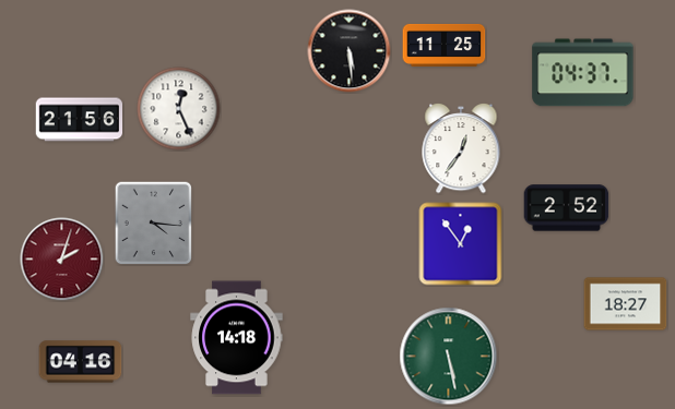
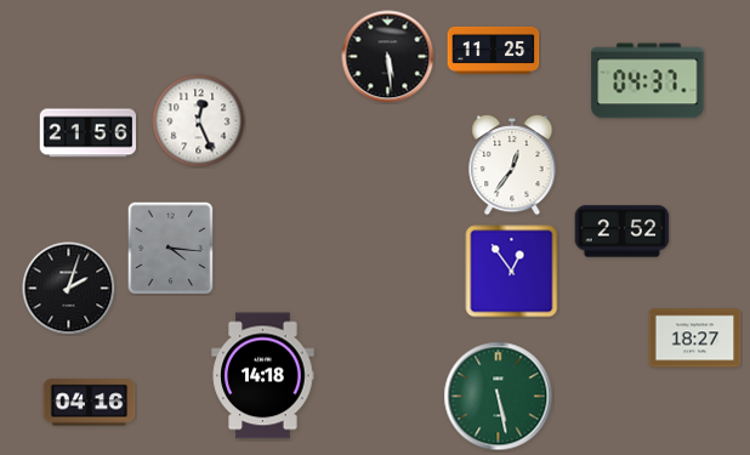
clock at (567, 208) position: (567, 208) -> (623, 232)
clock at (62, 260) dial: burgundy -> black
